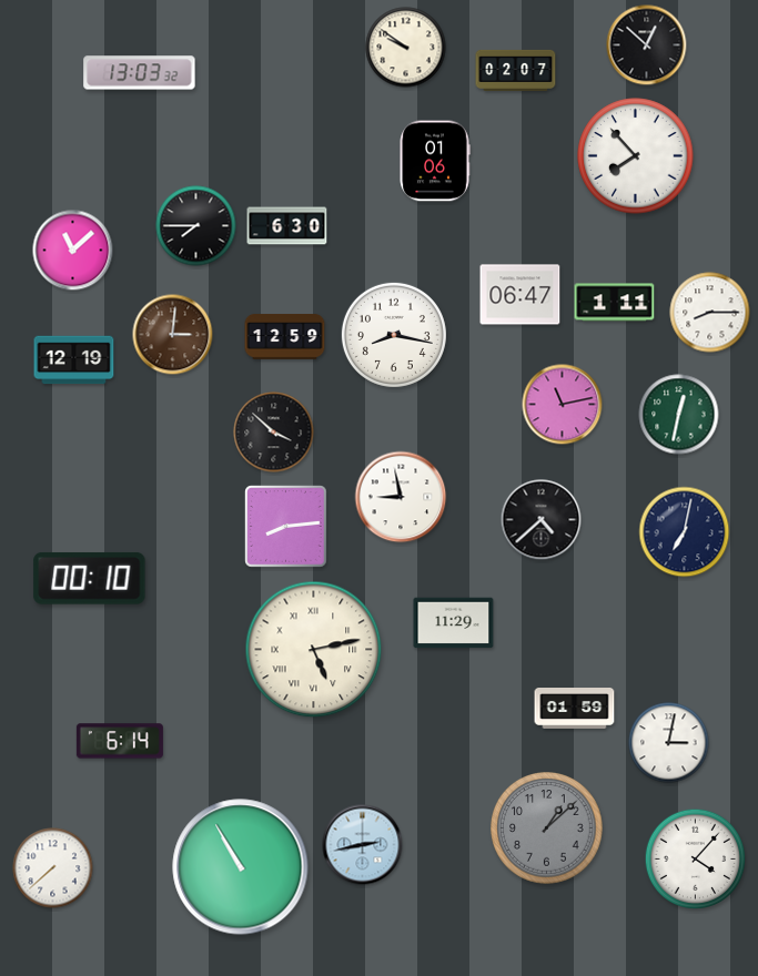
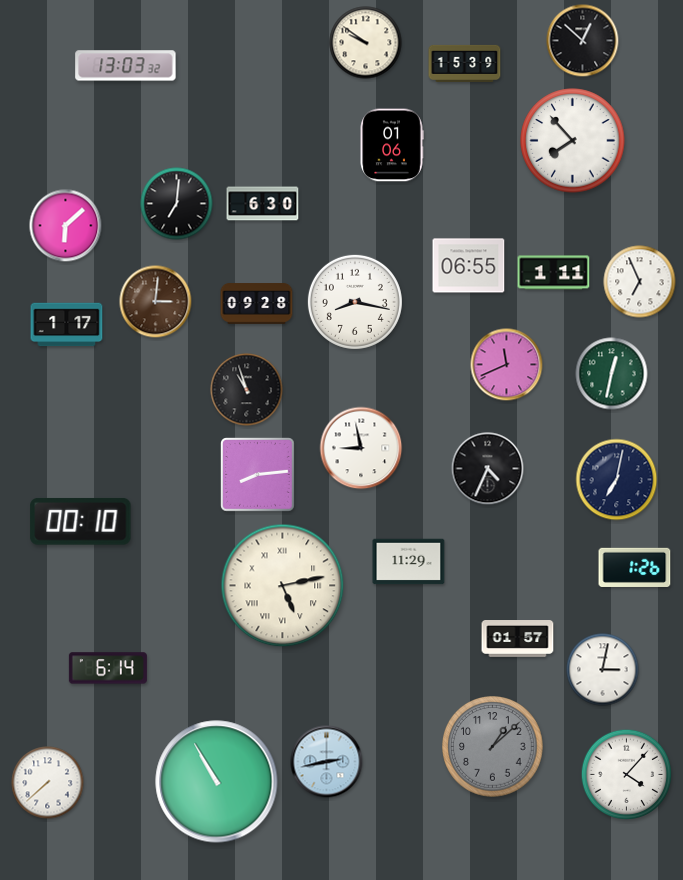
clock at (516, 70): 02:07 -> 15:39
clock at (196, 226): 7:45 -> 7:01
clock at (287, 226) position: (287, 226) -> (263, 204)
clock at (73, 251): 11:08 -> 6:08
clock at (521, 295): 06:47 -> 06:55
clock at (710, 313): 8:15 -> 6:56
clock at (285, 337): 12:59 -> 09:28
clock at (74, 360): 12:19 -> 1:17
clock at (563, 405): 11:13 -> 11:41
clock at (274, 433): 3:52 -> 10:57
clock at (542, 520): 4:38 -> 4:34
clock at (635, 567): none -> 1:26
clock at (575, 709): 01:59 -> 01:57
